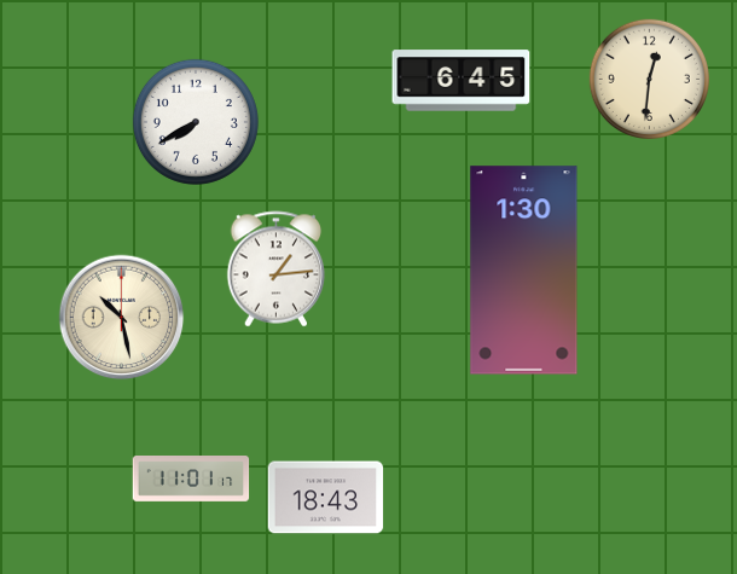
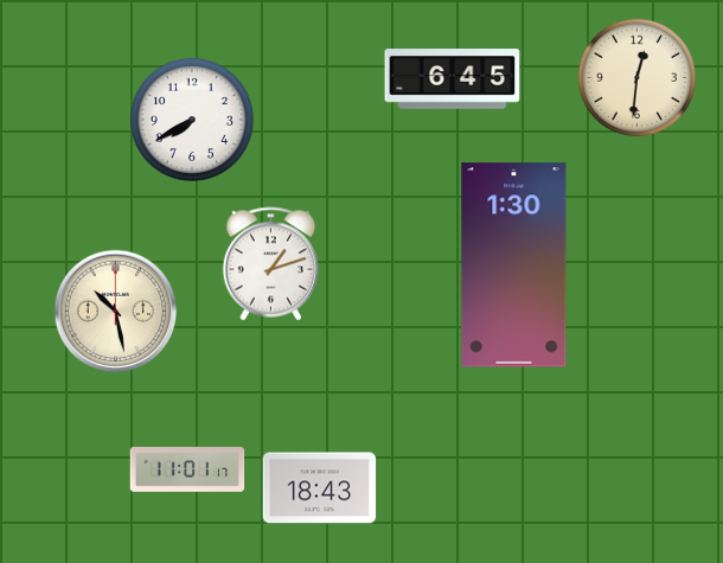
clock at (277, 269): 1:14 -> 1:12
clock at (122, 318) position: (122, 318) -> (116, 312)
